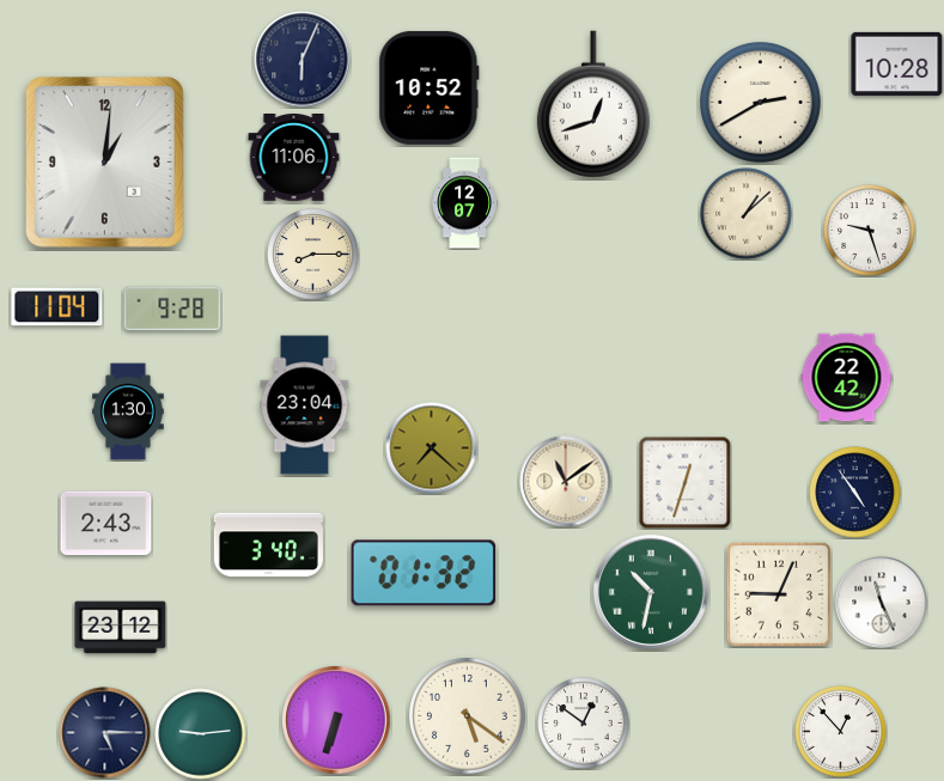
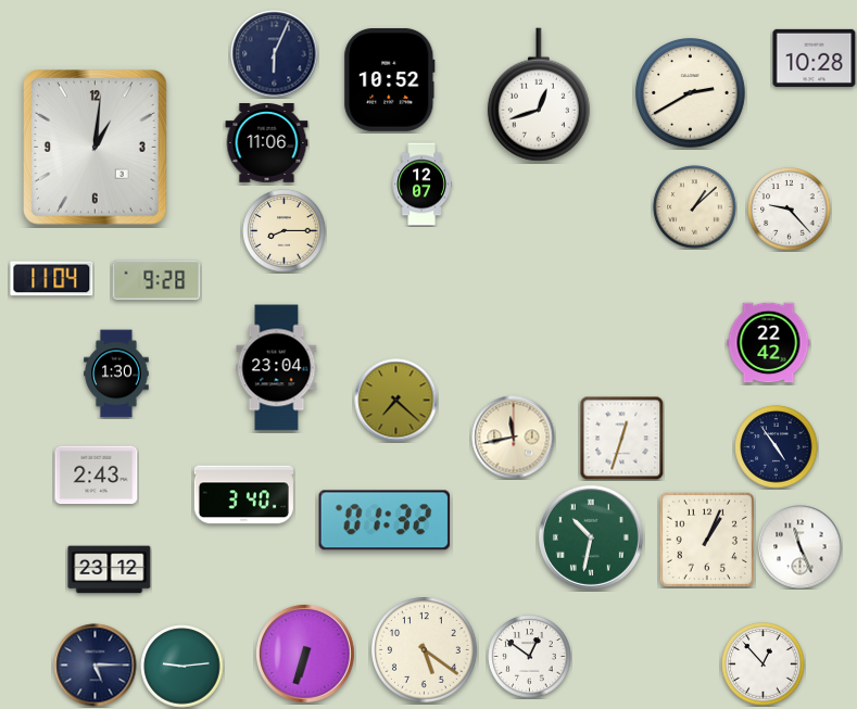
clock at (747, 214) position: (747, 214) -> (695, 207)
clock at (870, 231): 9:27 -> 9:23
clock at (432, 449) position: (432, 449) -> (396, 401)
clock at (566, 482): 11:09 -> 11:43
clock at (778, 593): 9:04 -> 1:04
